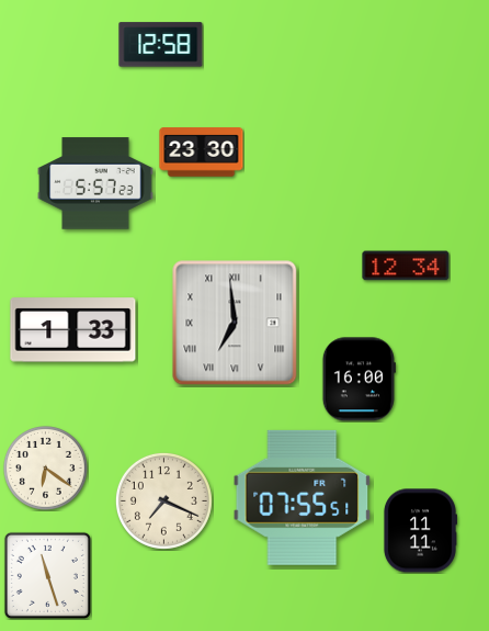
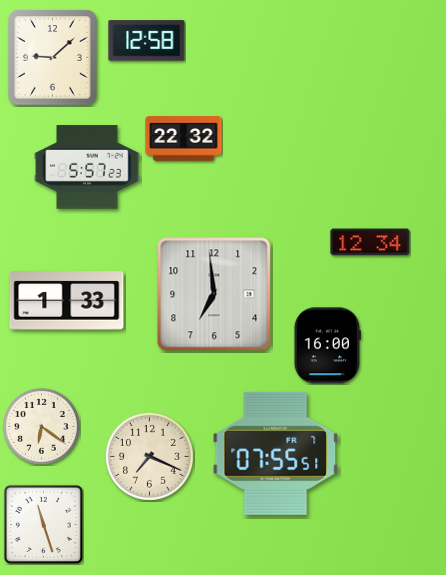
clock at (53, 58): none -> 9:08
clock at (202, 153): 23:30 -> 22:32
clock at (235, 323) numerals: Roman -> Arabic
clock at (420, 531): 11:11 -> none
